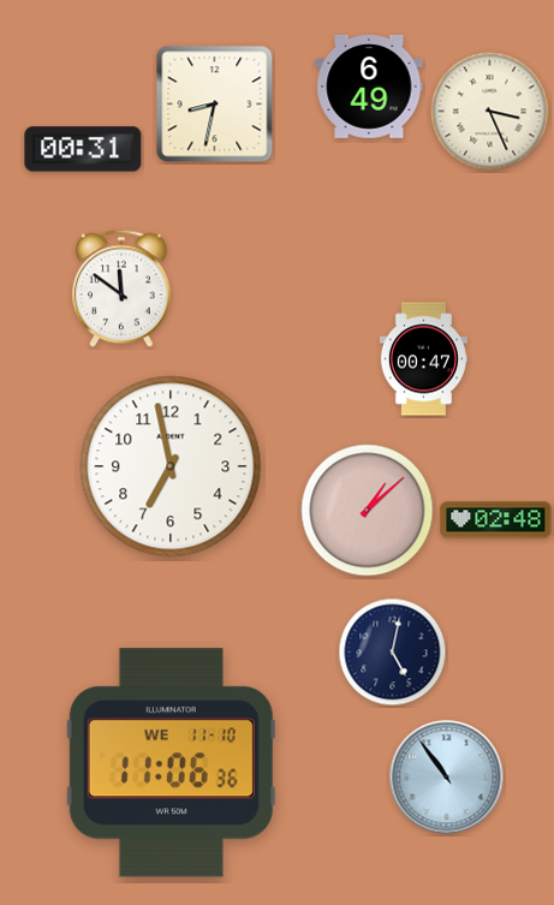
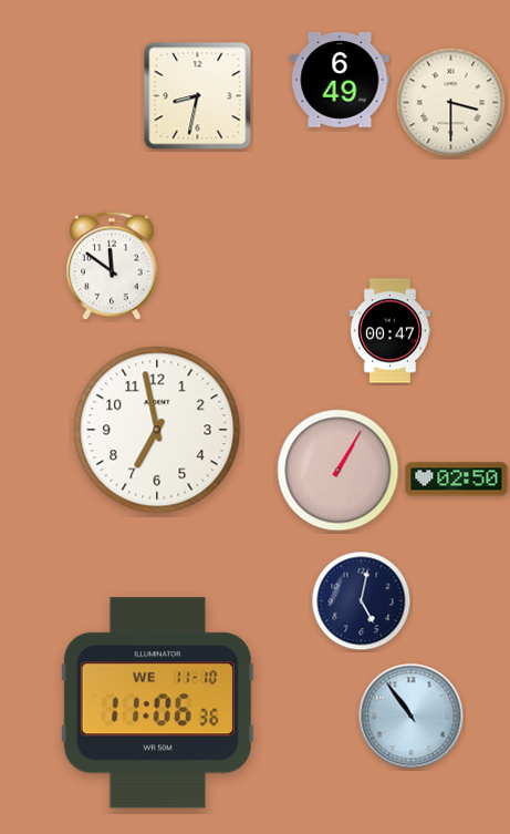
clock at (490, 112): 3:26 -> 3:30
clock at (83, 149): 00:31 -> none
clock at (368, 511): 1:08 -> 1:05
clock at (496, 520): 02:48 -> 02:50
